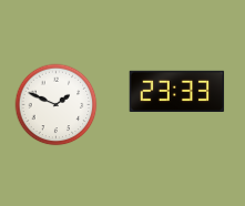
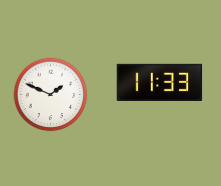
clock at (177, 91): 23:33 -> 11:33
